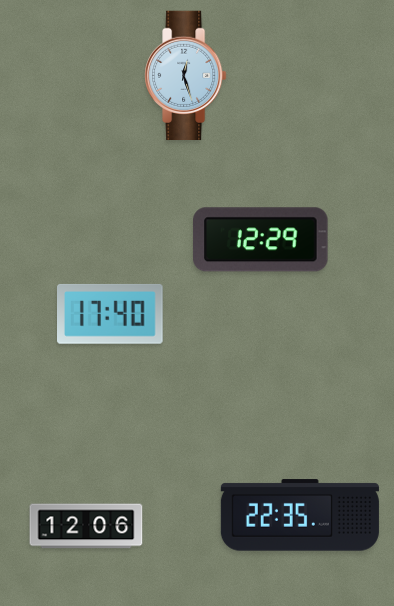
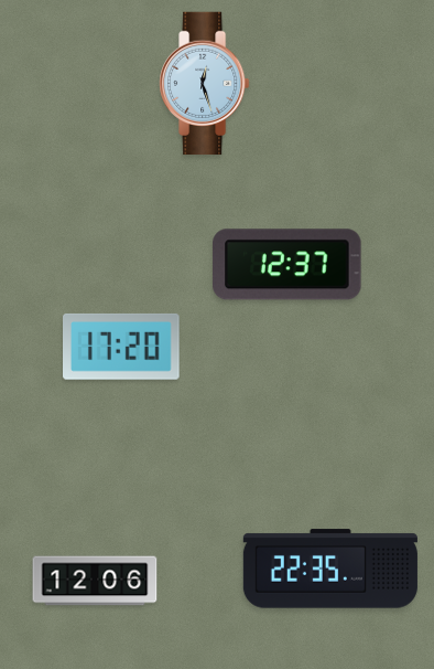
clock at (261, 240): 12:29 -> 12:37
clock at (111, 314): 17:40 -> 17:20
